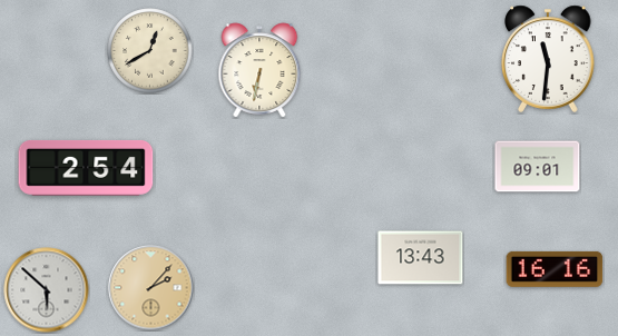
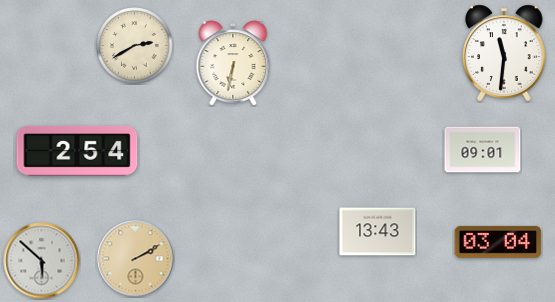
clock at (150, 51): 12:40 -> 2:40
clock at (548, 59) position: (548, 59) -> (504, 53)
clock at (555, 269): 16:16 -> 03:04
clock at (151, 288): 2:07 -> 2:10
